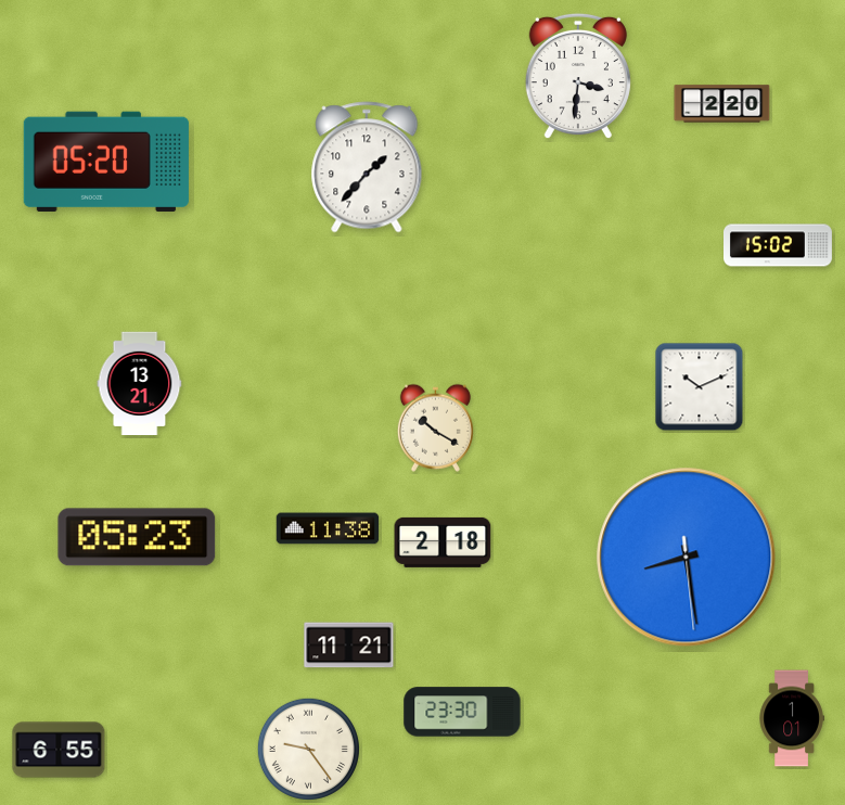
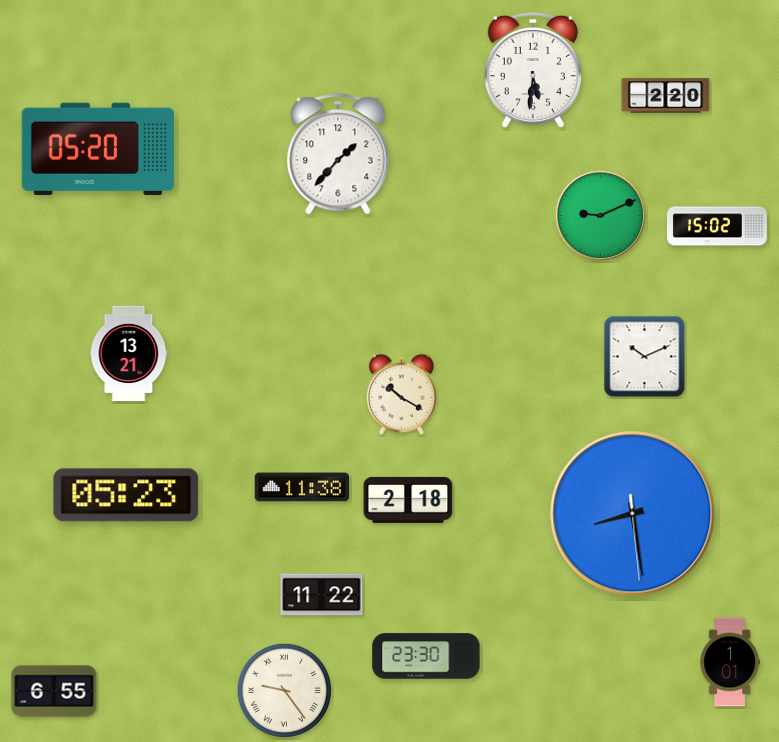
clock at (578, 76): 3:31 -> 5:31
clock at (600, 215): none -> 9:11
clock at (349, 646): 11:21 -> 11:22
